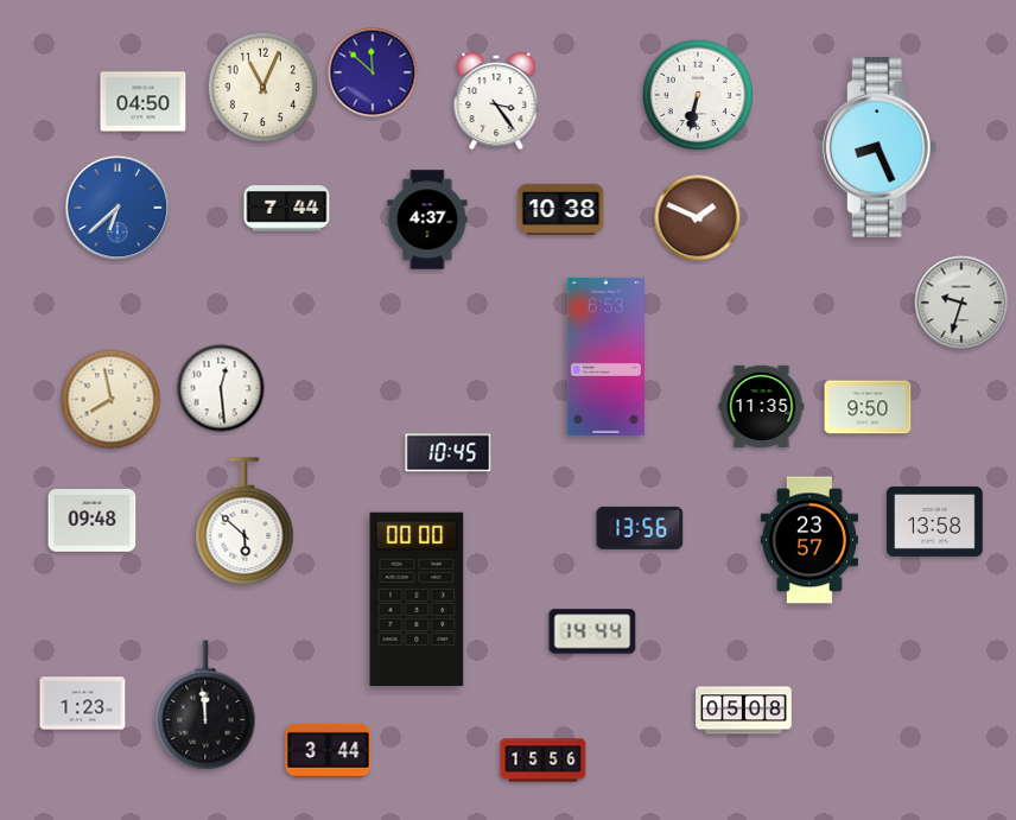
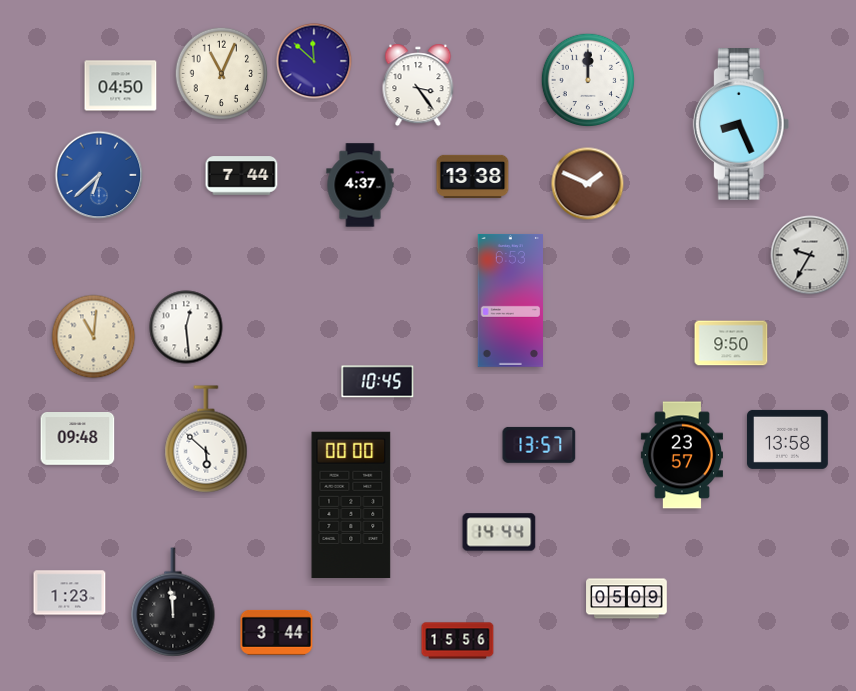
clock at (697, 94): 6:32 -> 12:00
clock at (561, 209): 10:38 -> 13:38
clock at (961, 303): 9:33 -> 9:35
clock at (112, 400): 7:58 -> 11:01
clock at (762, 406): 11:35 -> none
clock at (640, 528): 13:56 -> 13:57
clock at (205, 705) position: (205, 705) -> (173, 602)
clock at (744, 711): 05:08 -> 05:09
